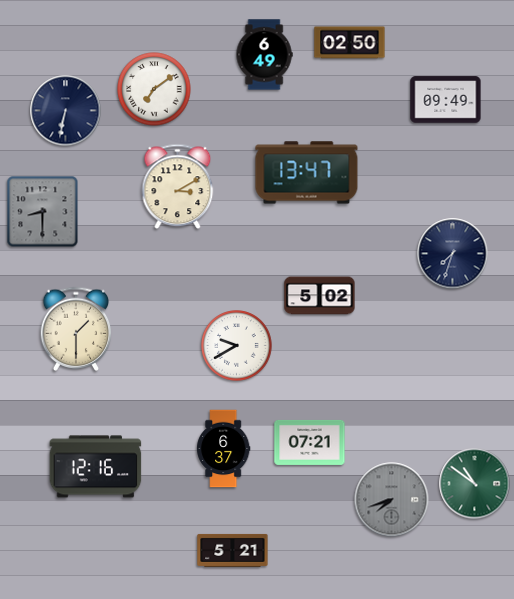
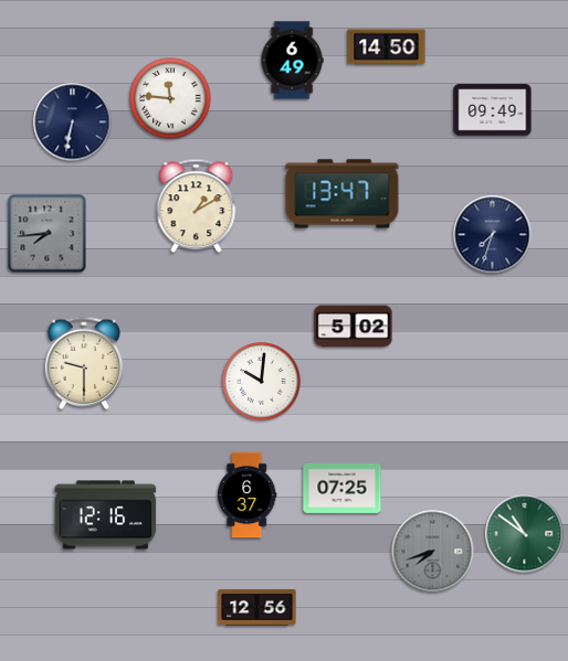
clock at (350, 43): 02:50 -> 14:50
clock at (154, 89): 7:09 -> 11:46
clock at (307, 173) position: (307, 173) -> (343, 194)
clock at (178, 187): 3:10 -> 1:10
clock at (43, 212): 8:30 -> 7:44
clock at (453, 254) position: (453, 254) -> (493, 235)
clock at (76, 328): 1:30 -> 9:30
clock at (237, 346): 9:40 -> 10:01
clock at (310, 442): 07:21 -> 07:25
clock at (233, 550): 5:21 -> 12:56
